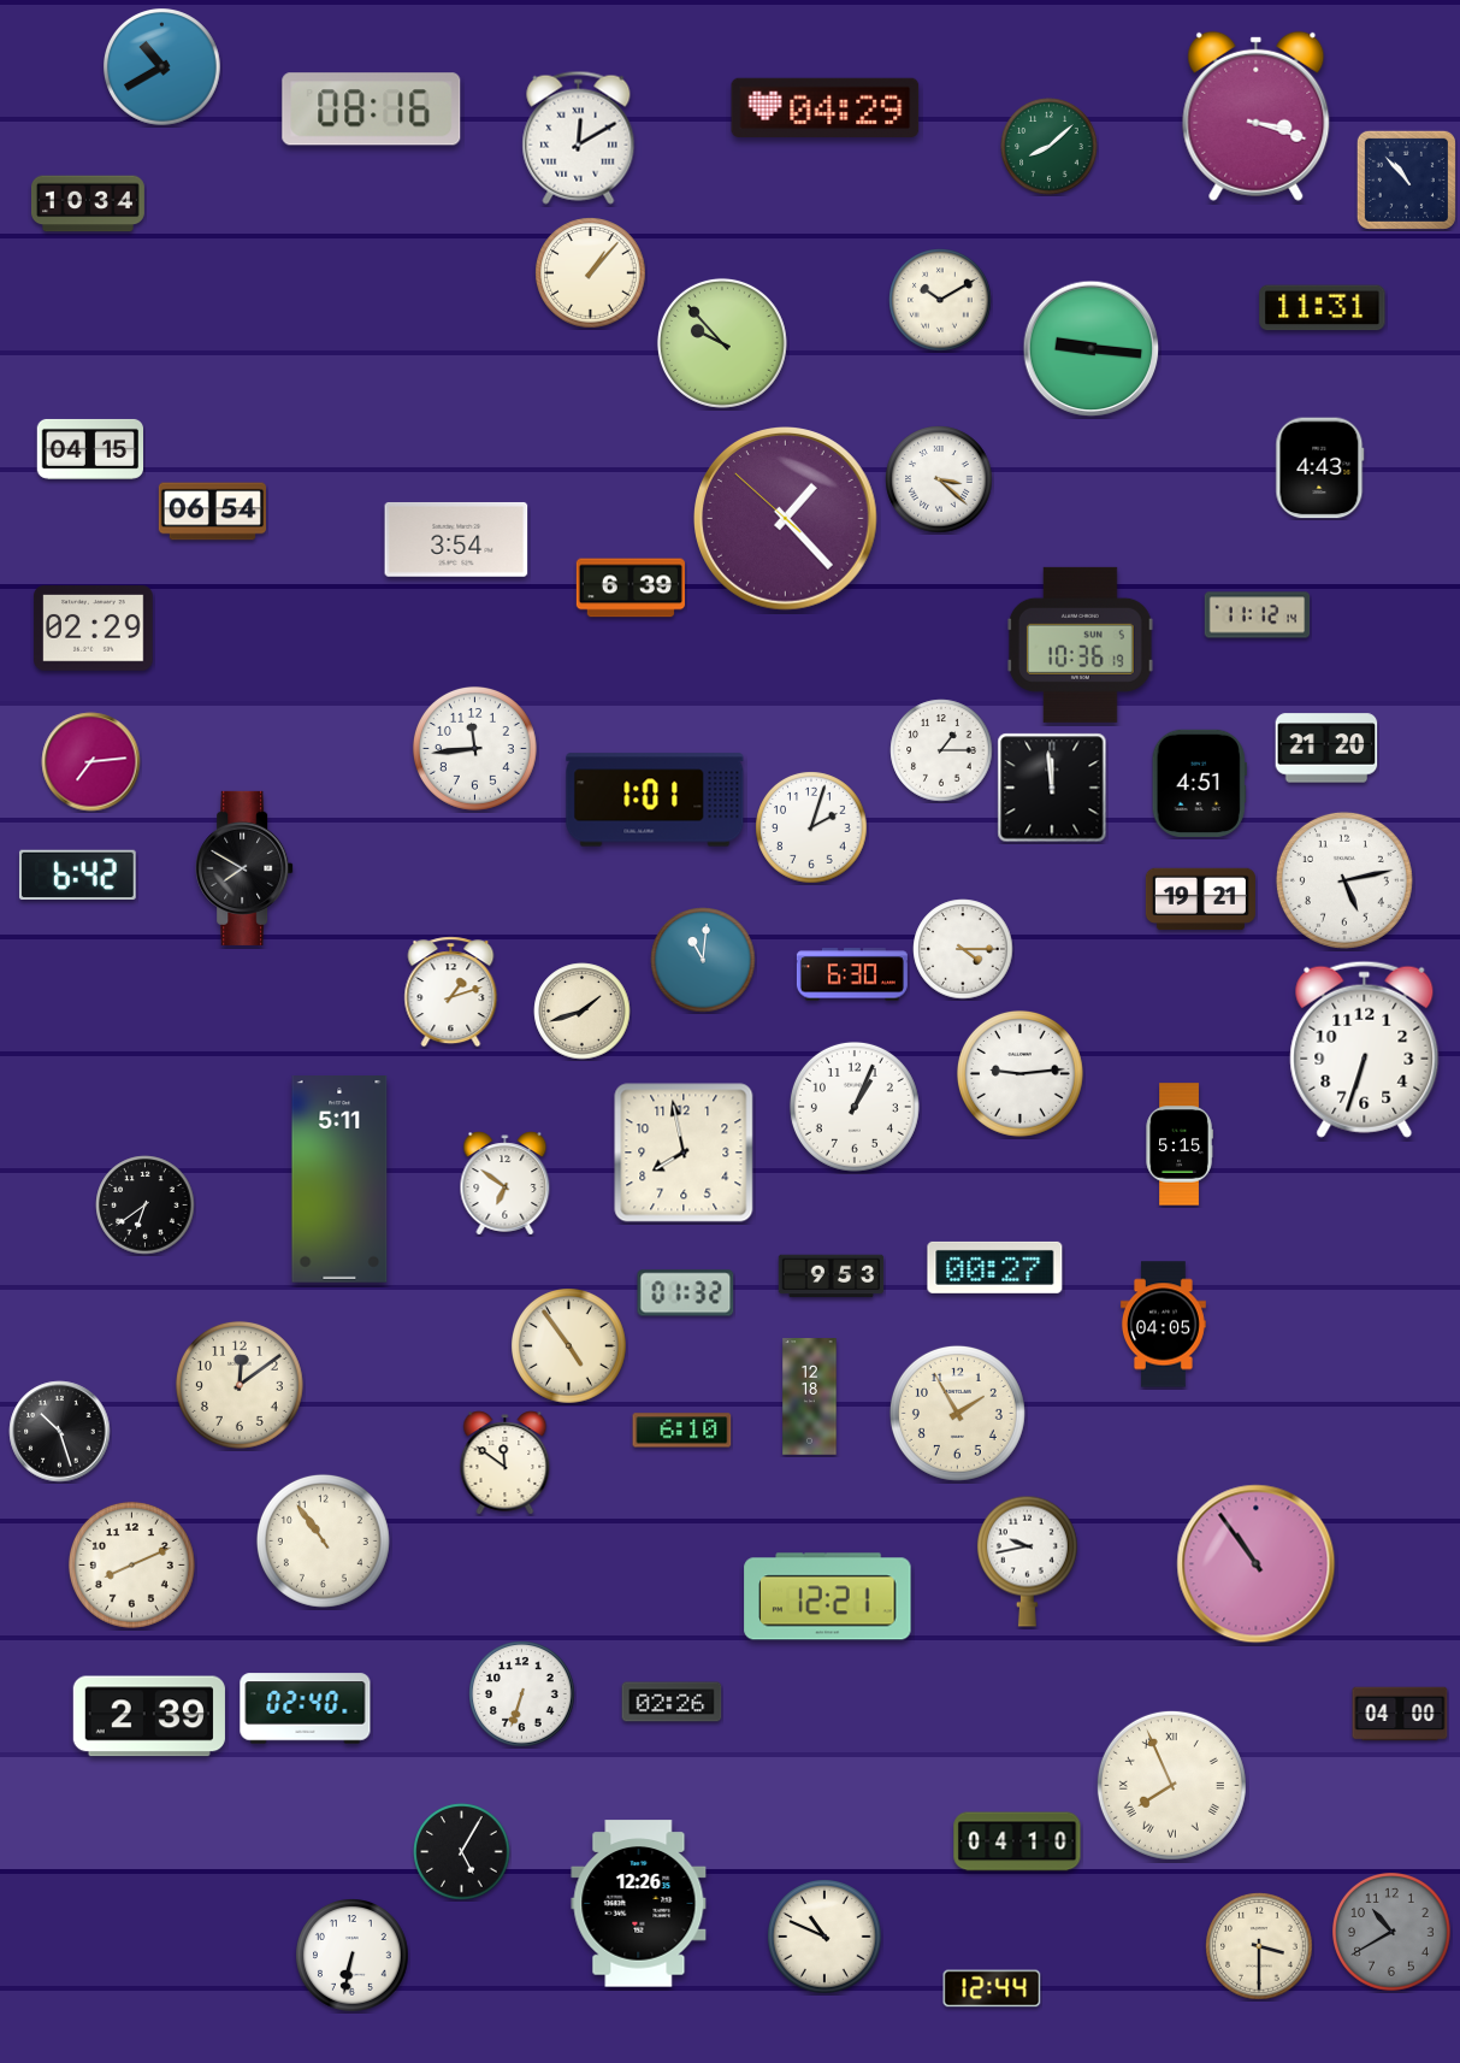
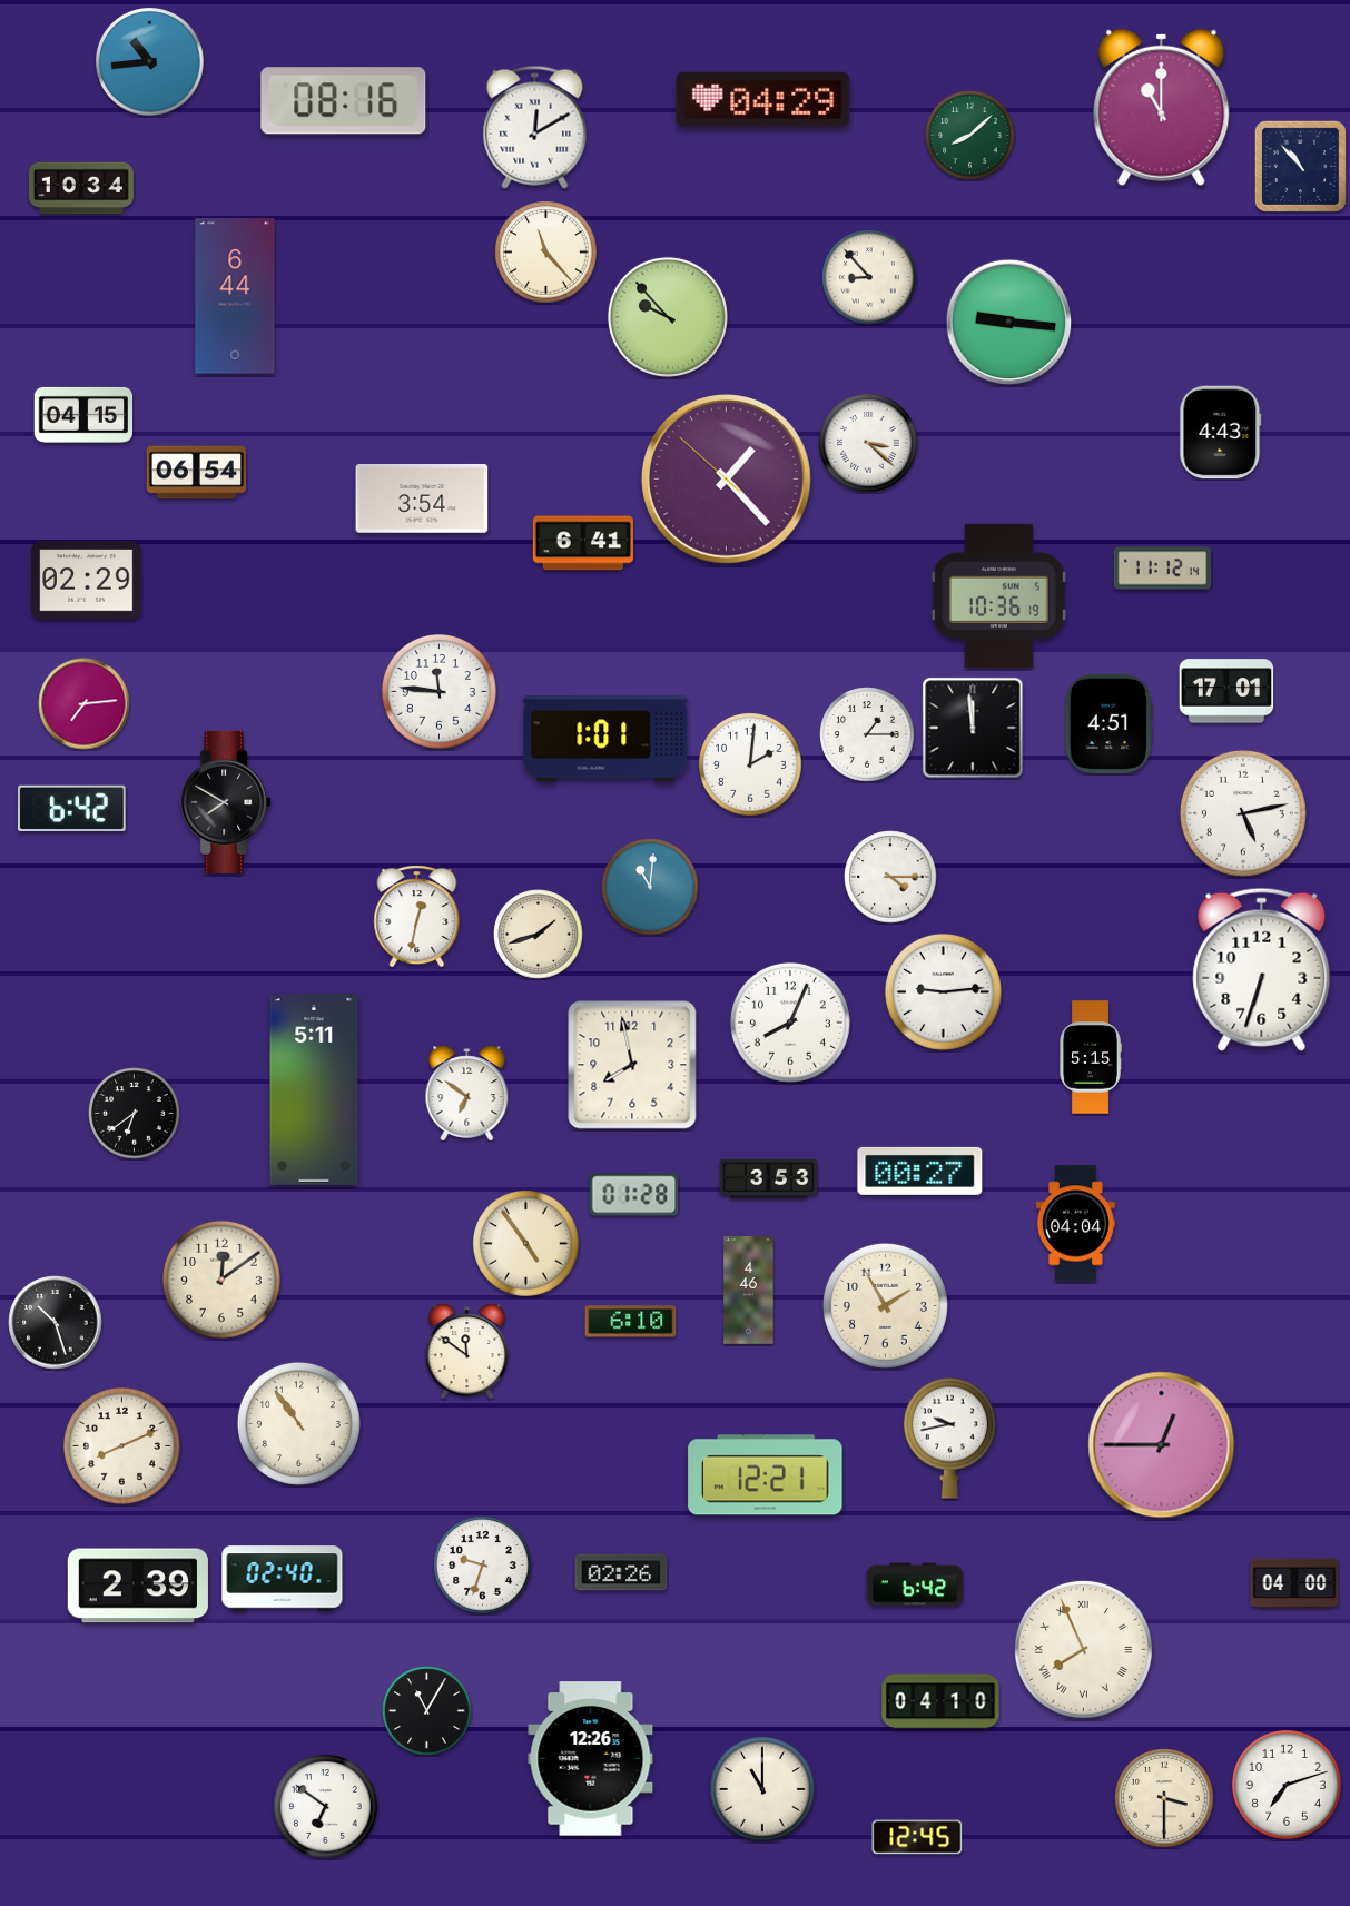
clock at (162, 67): 10:40 -> 10:44
clock at (1257, 116): 3:18 -> 11:00
clock at (591, 273): 1:07 -> 11:23
clock at (940, 300): 10:10 -> 8:53
clock at (1323, 308): 11:31 -> none
clock at (235, 296): none -> 6:44
clock at (631, 588): 6:39 -> 6:41
clock at (474, 748): 11:44 -> 11:46
clock at (1326, 748): 21:20 -> 17:01
clock at (941, 750) position: (941, 750) -> (867, 734)
clock at (811, 827): 2:03 -> 2:01
clock at (1200, 900): 19:21 -> none
clock at (852, 974): 6:30 -> none
clock at (451, 992): 1:12 -> 12:32
clock at (855, 1107): 1:04 -> 8:04
clock at (832, 1277): 9:53 -> 3:53
clock at (686, 1293): 01:32 -> 01:28
clock at (1163, 1325): 04:05 -> 04:04
clock at (810, 1397): 12:18 -> 4:46
clock at (1027, 1561) position: (1027, 1561) -> (949, 1438)
clock at (1257, 1564): 10:54 -> 12:45
clock at (522, 1694): 6:33 -> 9:33
clock at (915, 1584): none -> 6:42
clock at (462, 1852): 5:05 -> 11:05
clock at (1393, 1933): 10:40 -> 7:12
clock at (1393, 1933) dial: grey -> white
clock at (824, 1937): 10:49 -> 11:00
clock at (353, 1956): 6:32 -> 6:51
clock at (992, 1988): 12:44 -> 12:45
